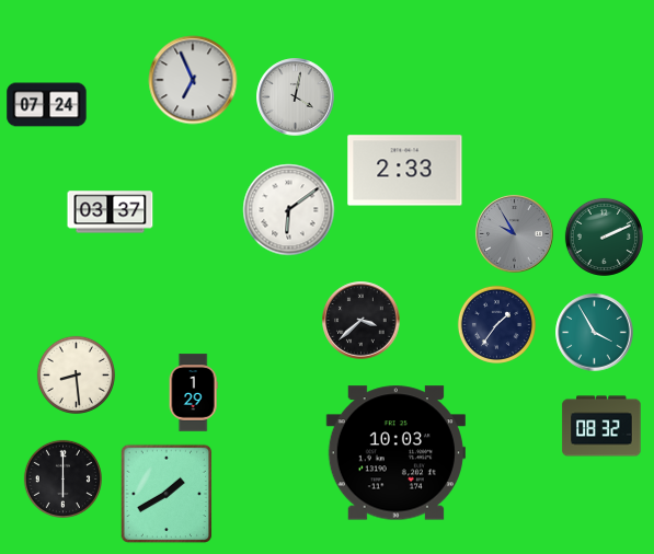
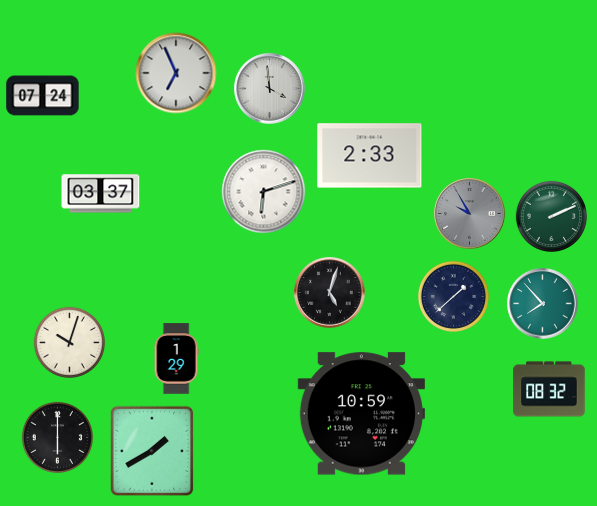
clock at (296, 97): 4:02 -> 3:59
clock at (289, 210): 6:09 -> 6:12
clock at (362, 321): 3:38 -> 5:03
clock at (496, 324): 1:36 -> 1:38
clock at (595, 333): 3:55 -> 7:53
clock at (76, 374): 8:29 -> 10:03
clock at (395, 453): 10:03 -> 10:59
